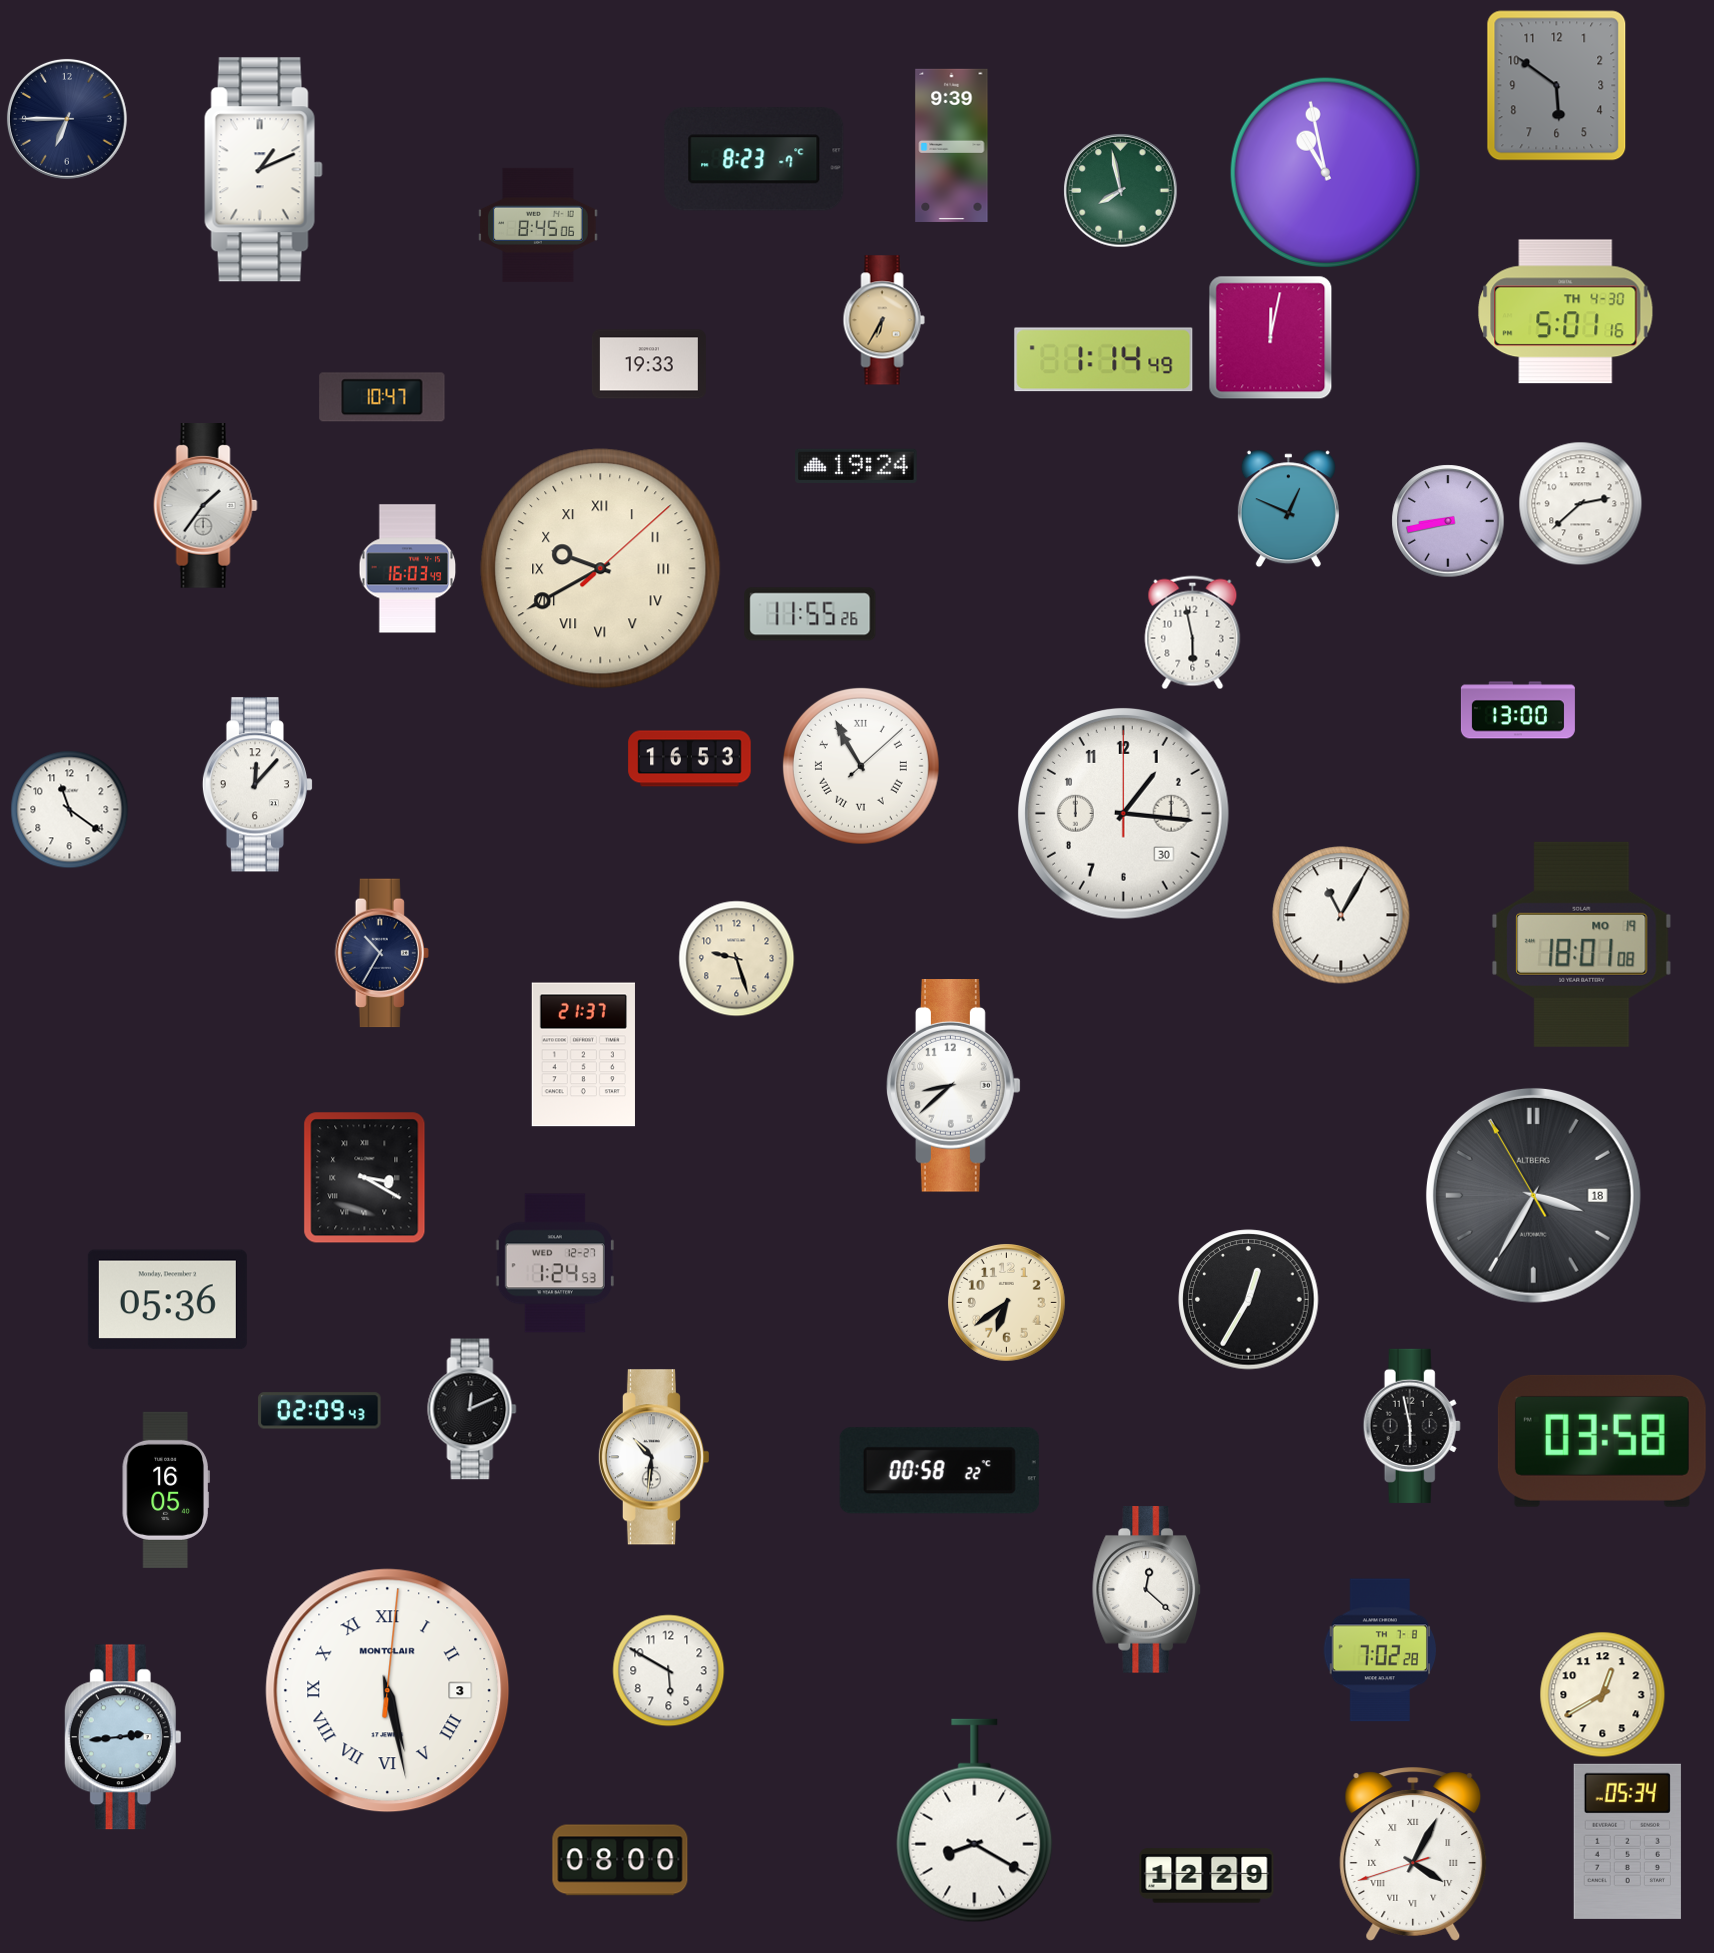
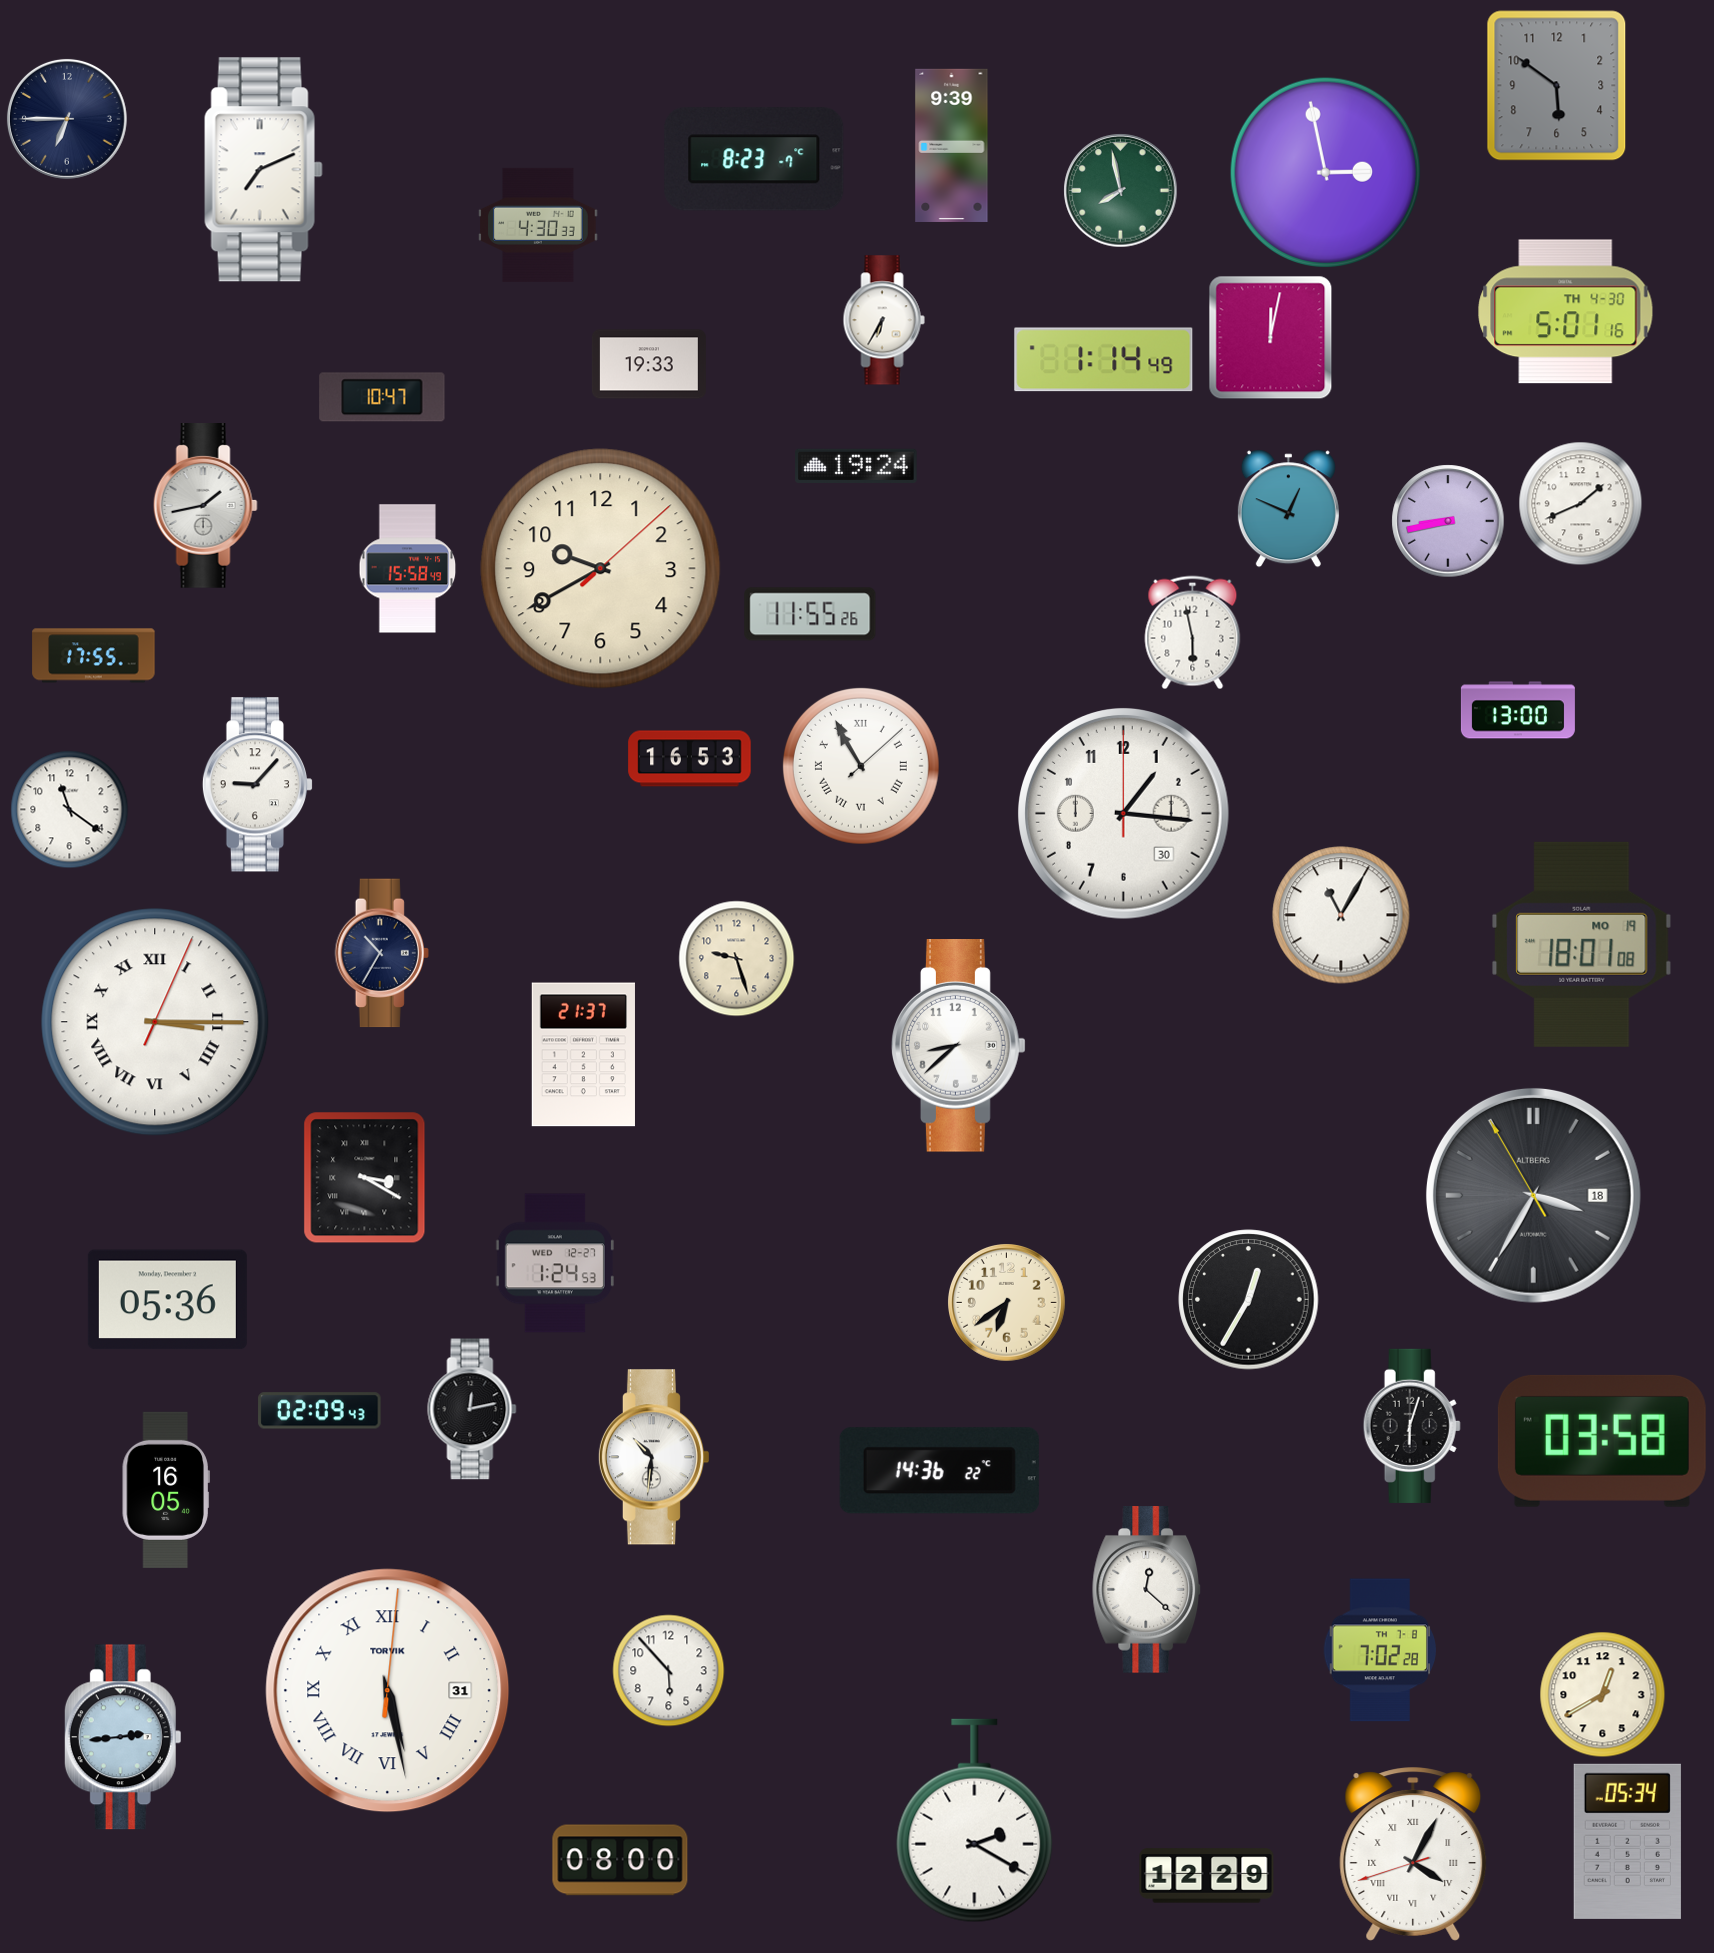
clock at (263, 170): 1:11 -> 7:11
clock at (1325, 172): 10:58 -> 2:58
clock at (538, 225): 8:45 -> 4:30
clock at (884, 320) dial: champagne -> white
clock at (1581, 504): 2:38 -> 1:41
clock at (205, 506): 1:36 -> 1:43
clock at (408, 569): 16:03 -> 15:58
clock at (601, 569) numerals: Roman -> Arabic
clock at (94, 656): none -> 17:55
clock at (258, 785): 12:07 -> 9:07
clock at (155, 1022): none -> 3:15
clock at (954, 1086) position: (954, 1086) -> (959, 1046)
clock at (472, 1409): 12:11 -> 12:13
clock at (1412, 1426): 5:58 -> 6:03
clock at (939, 1471): 00:58 -> 14:36
clock at (669, 1671): 5:50 -> 5:53
clock at (388, 1691) date: 3 -> 31
clock at (388, 1691) brand: MONTCLAIR -> TORVIK
clock at (975, 1821): 8:20 -> 2:20
